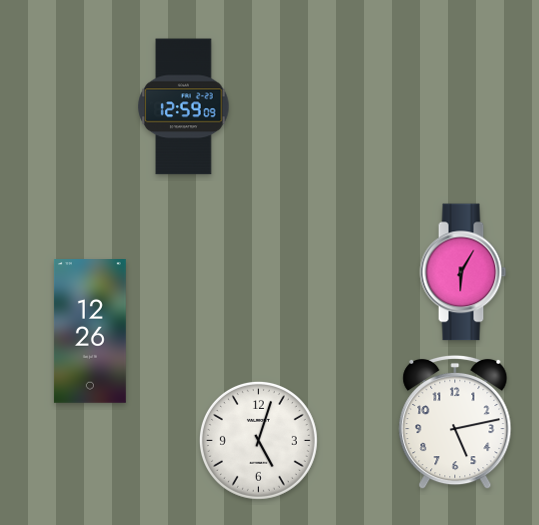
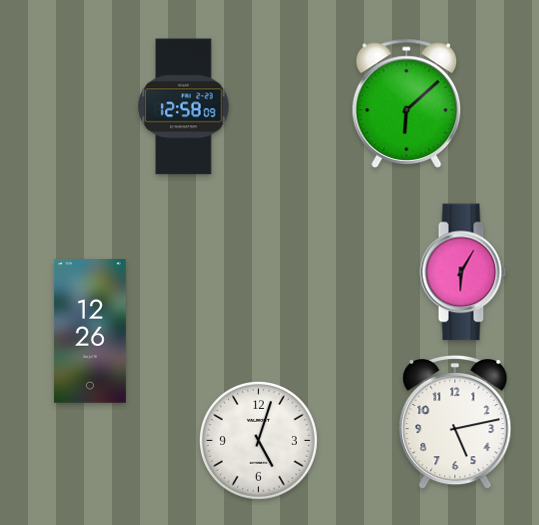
clock at (407, 103): none -> 6:08
clock at (184, 107): 12:59 -> 12:58
